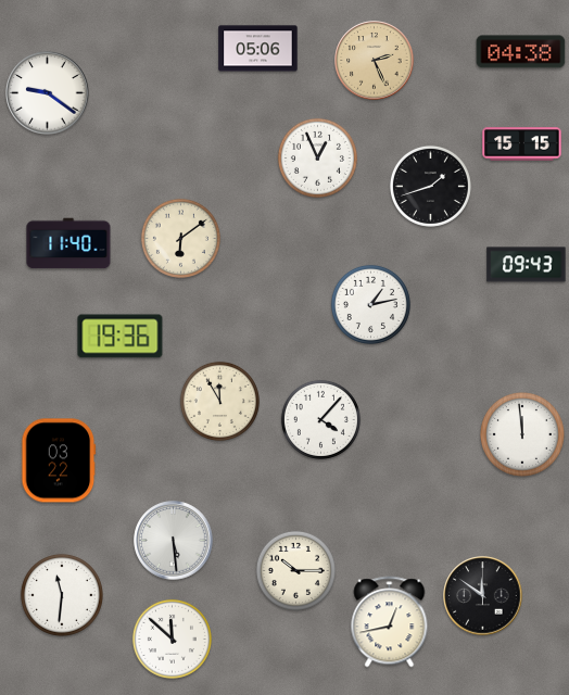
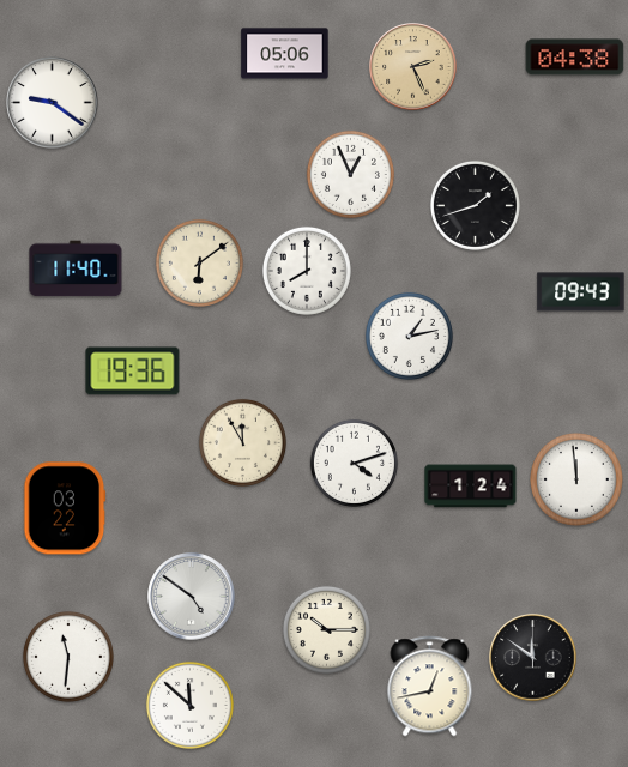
clock at (522, 144): 15:15 -> none
clock at (307, 271): none -> 8:00
clock at (320, 419): 4:07 -> 4:12
clock at (471, 487): none -> 1:24
clock at (174, 541): 5:29 -> 4:51
